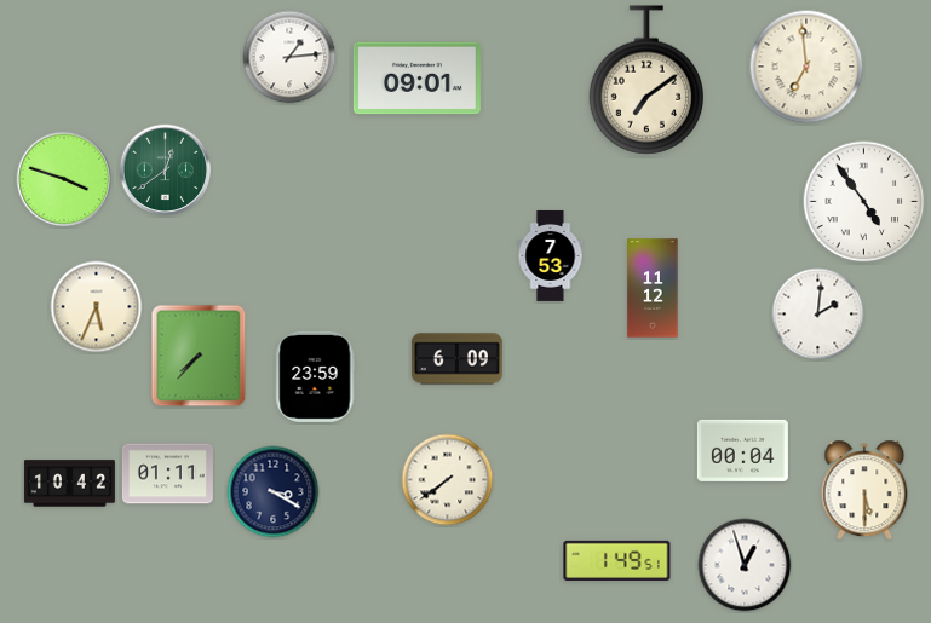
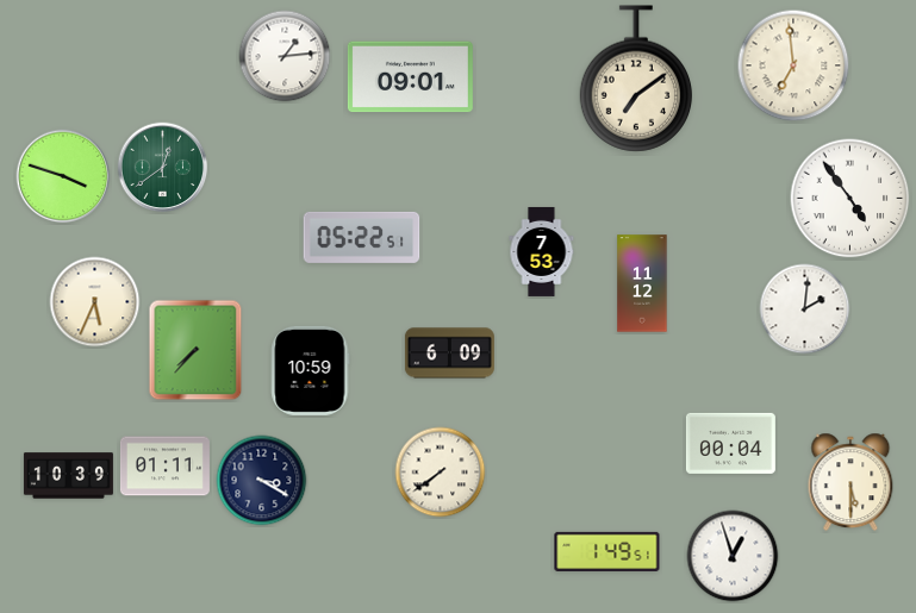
clock at (362, 237): none -> 05:22
clock at (316, 376): 23:59 -> 10:59
clock at (69, 484): 10:42 -> 10:39
clock at (274, 492) position: (274, 492) -> (262, 481)
